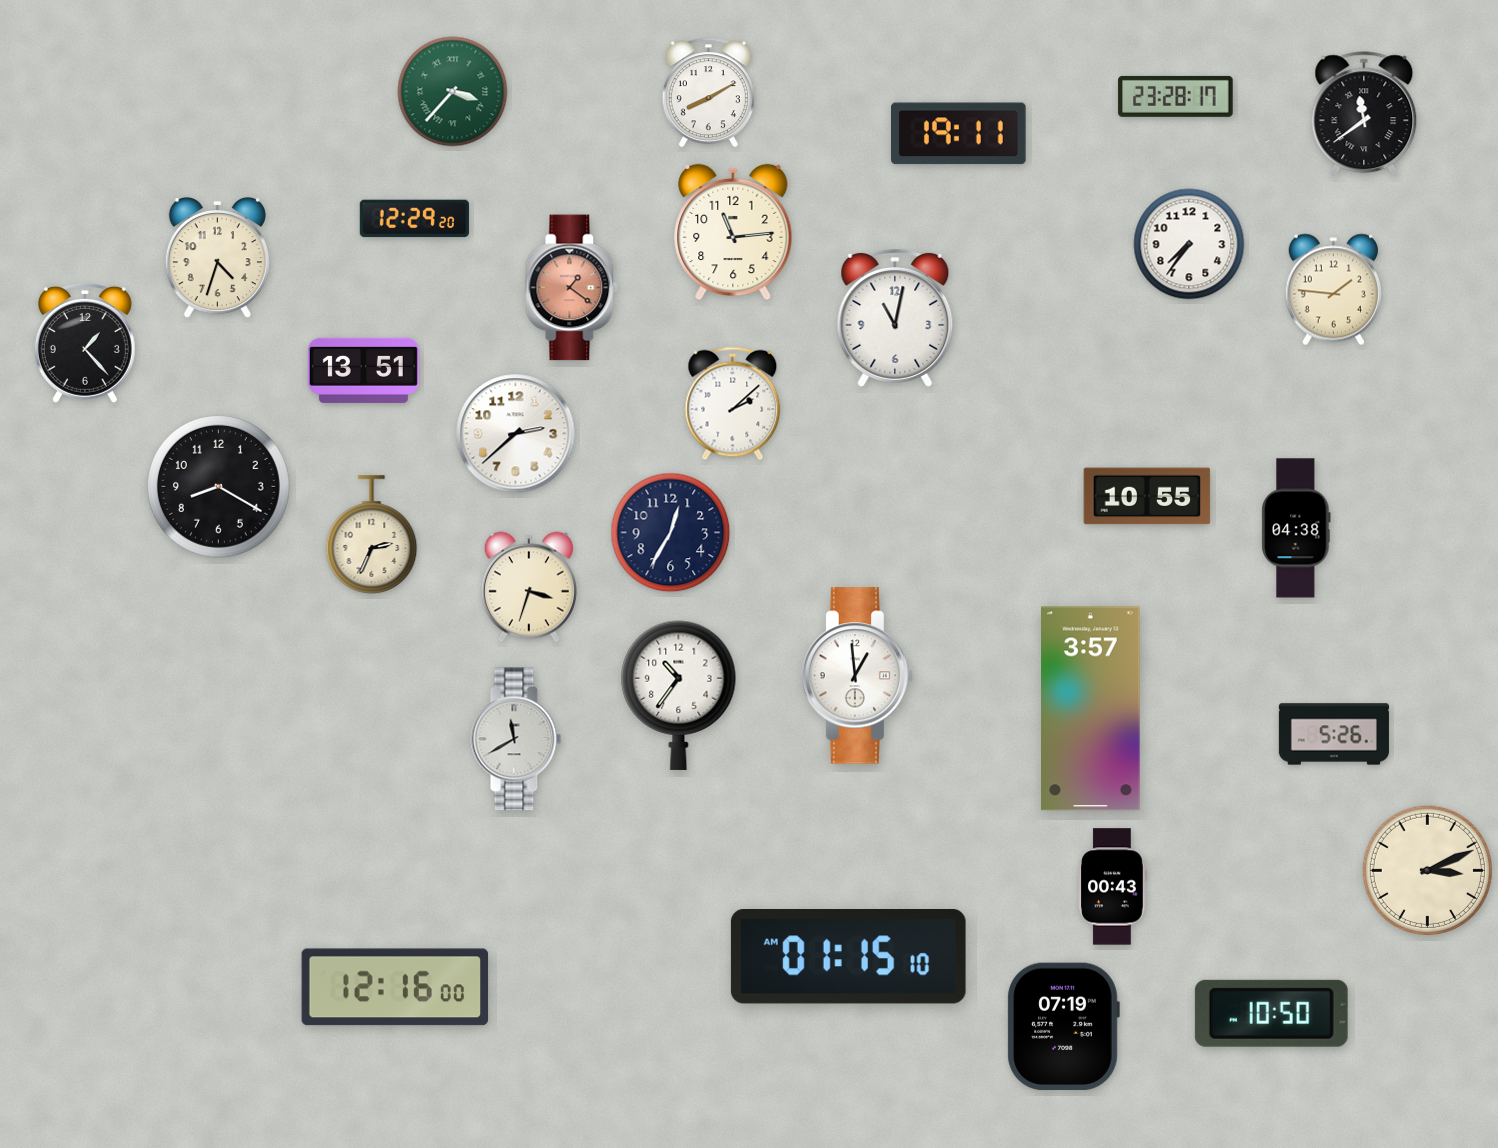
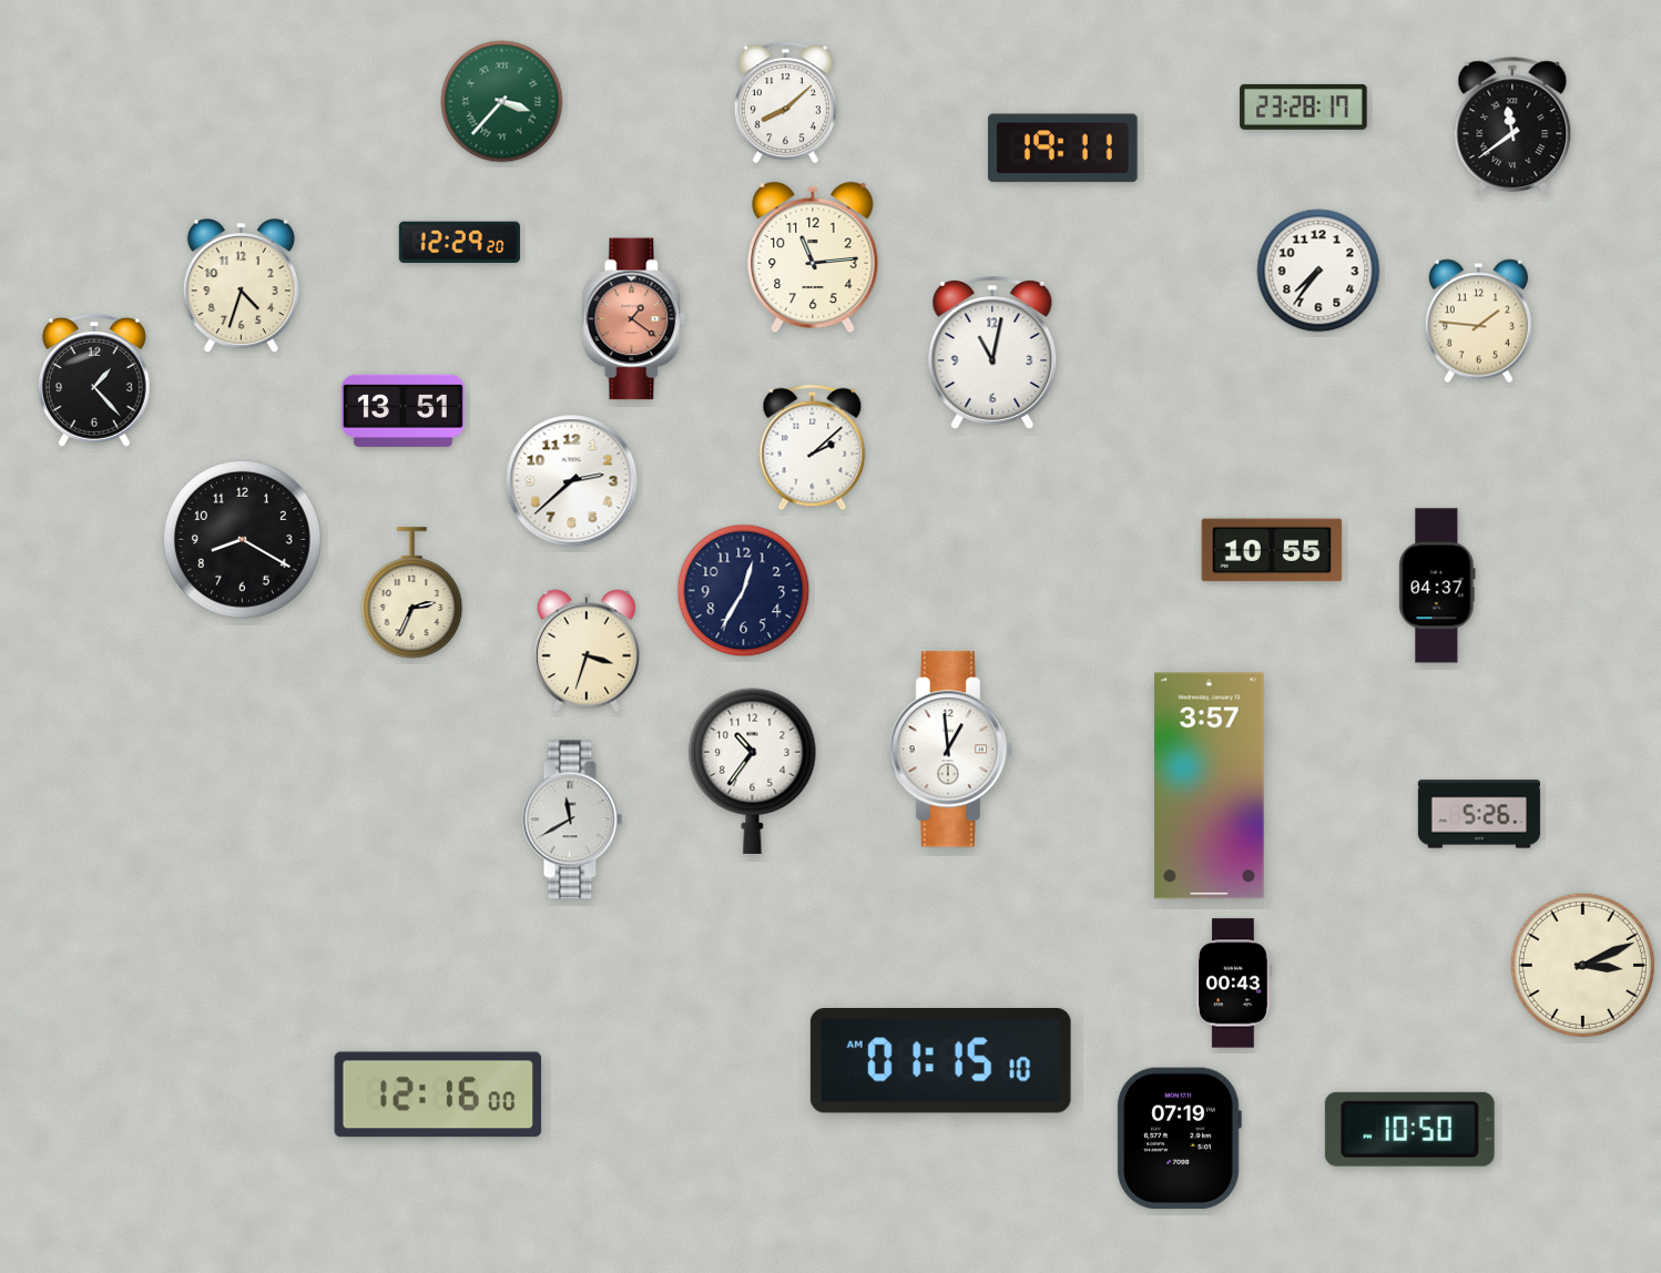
clock at (708, 93): 8:10 -> 8:08
clock at (1296, 528): 04:38 -> 04:37
clock at (1271, 1013) position: (1271, 1013) -> (1409, 1129)
